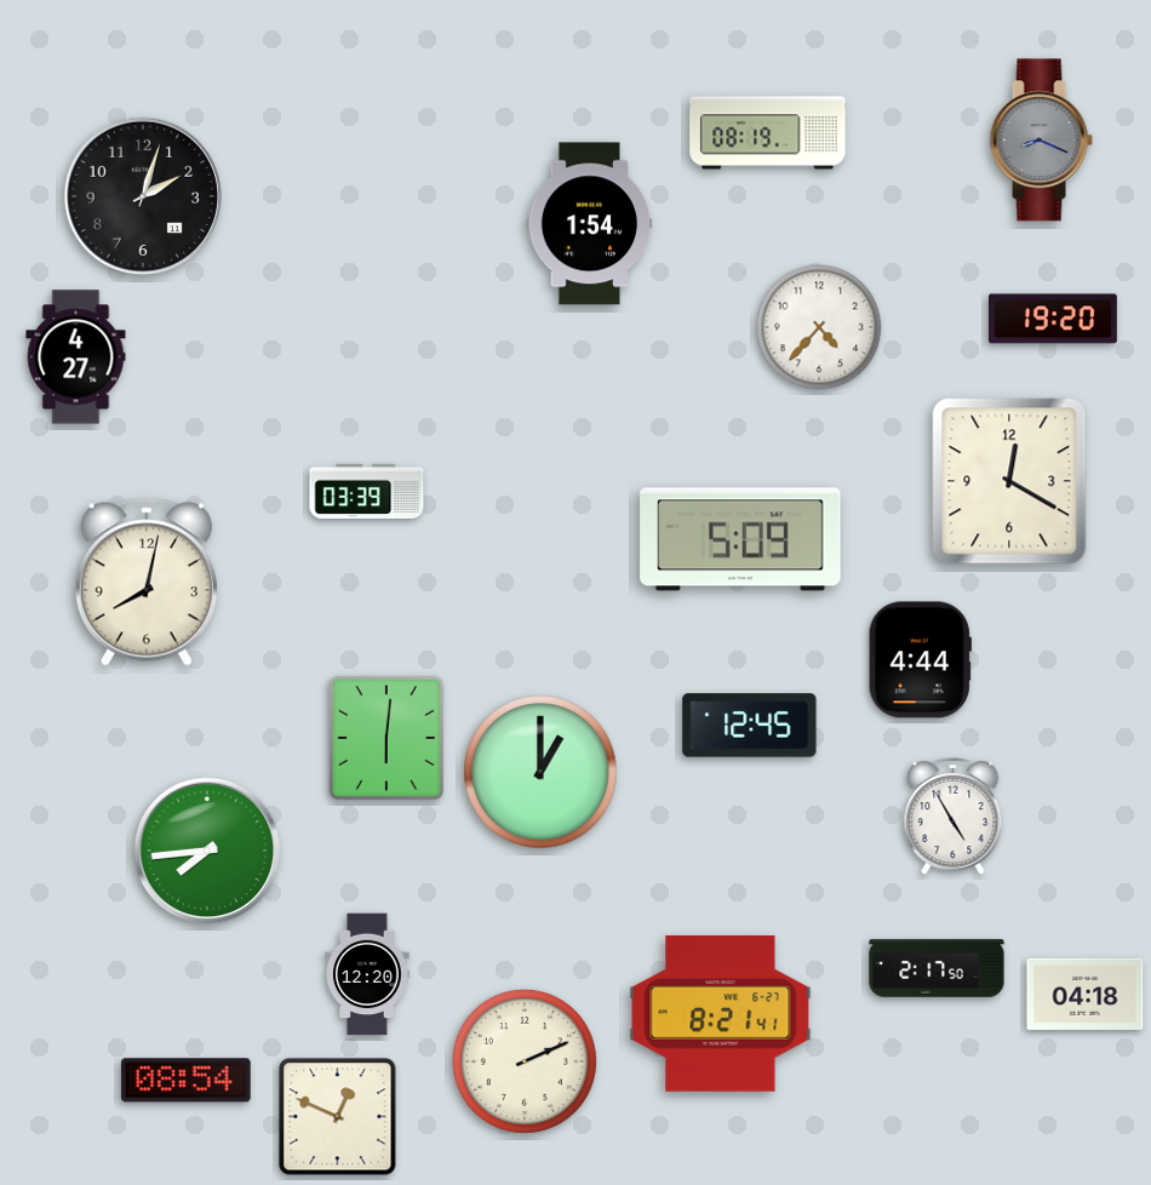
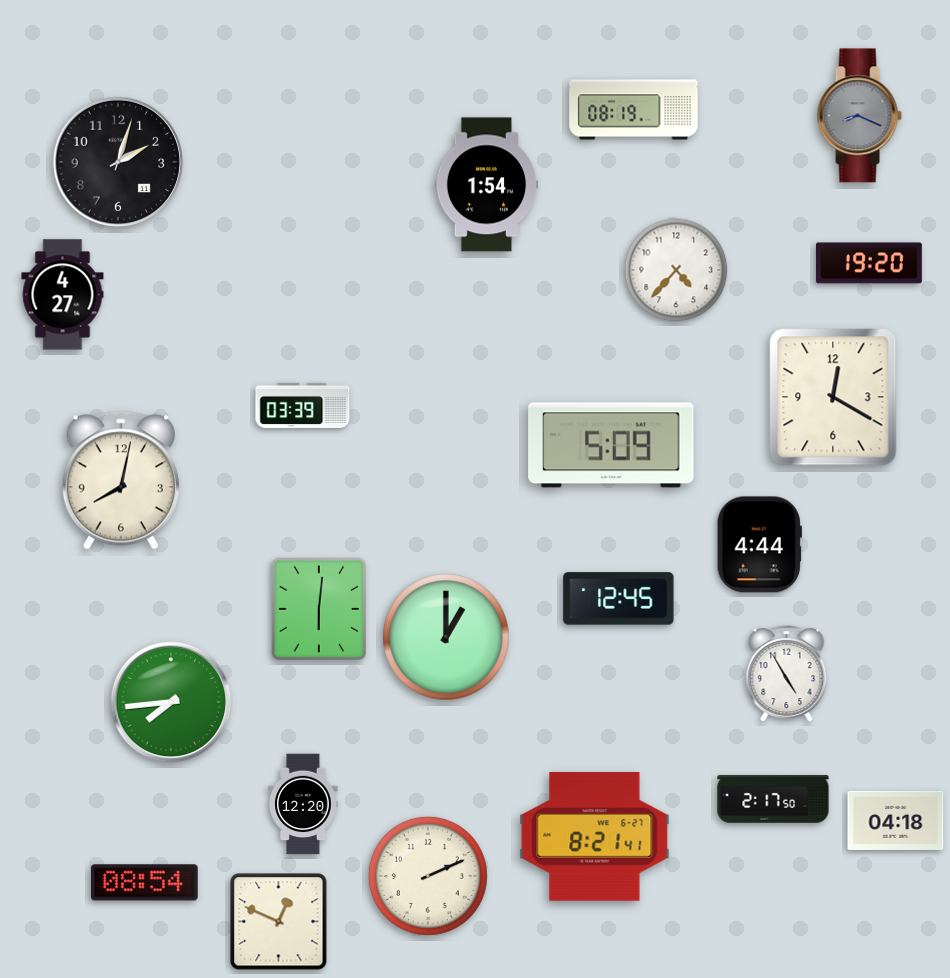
clock at (525, 1061) position: (525, 1061) -> (428, 876)
clock at (185, 1081) position: (185, 1081) -> (144, 883)
